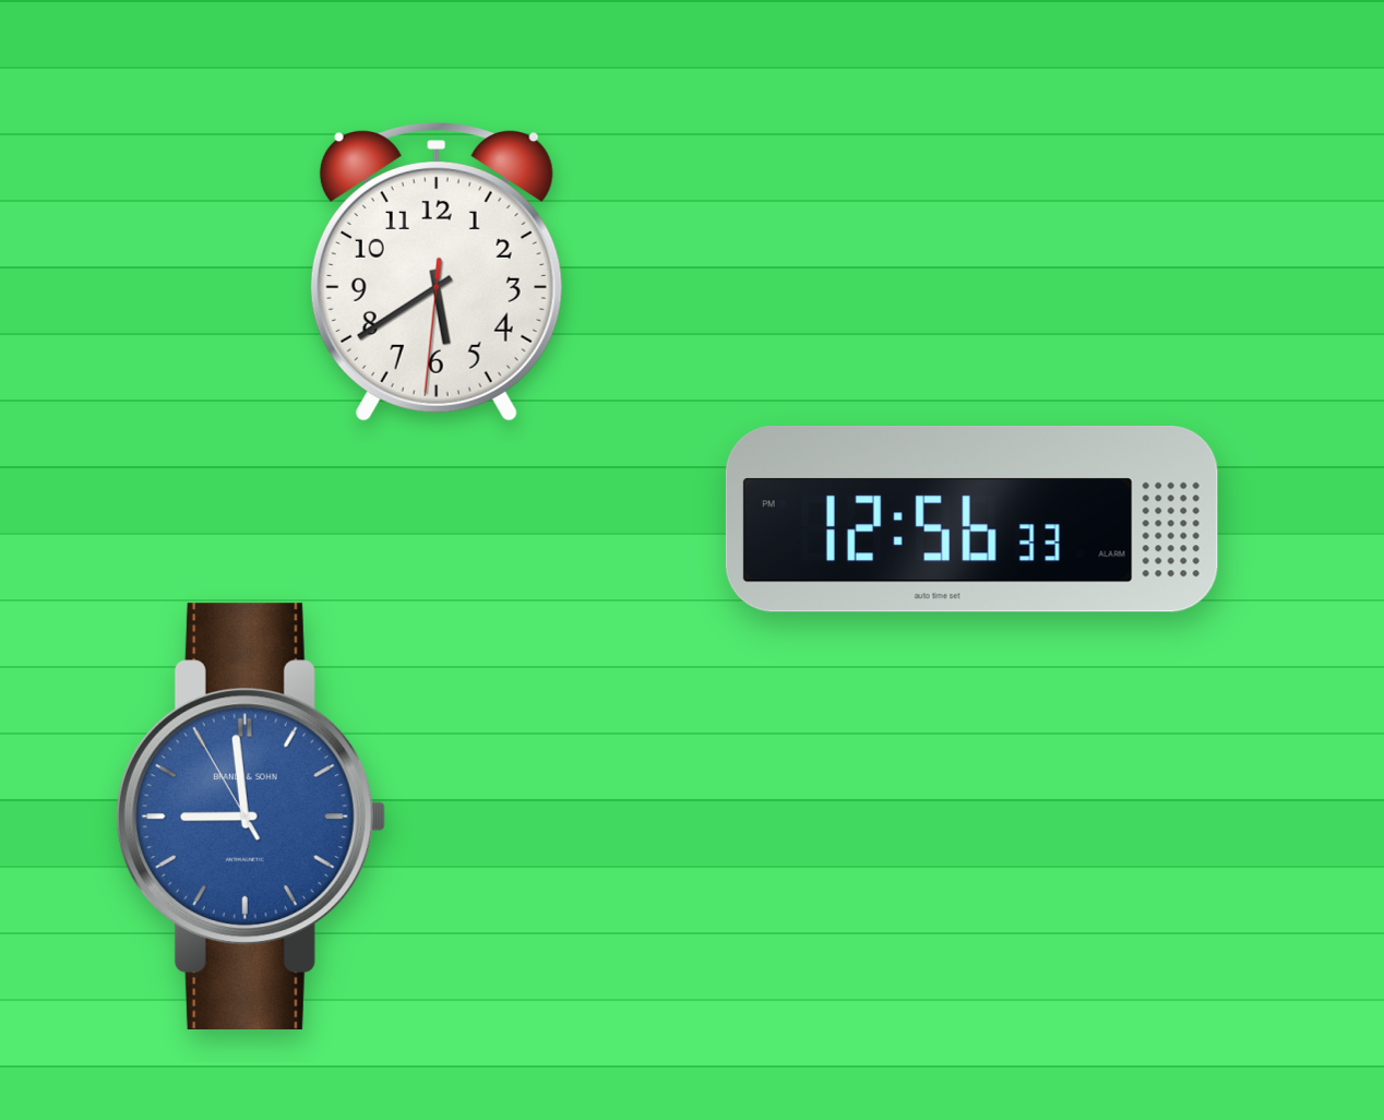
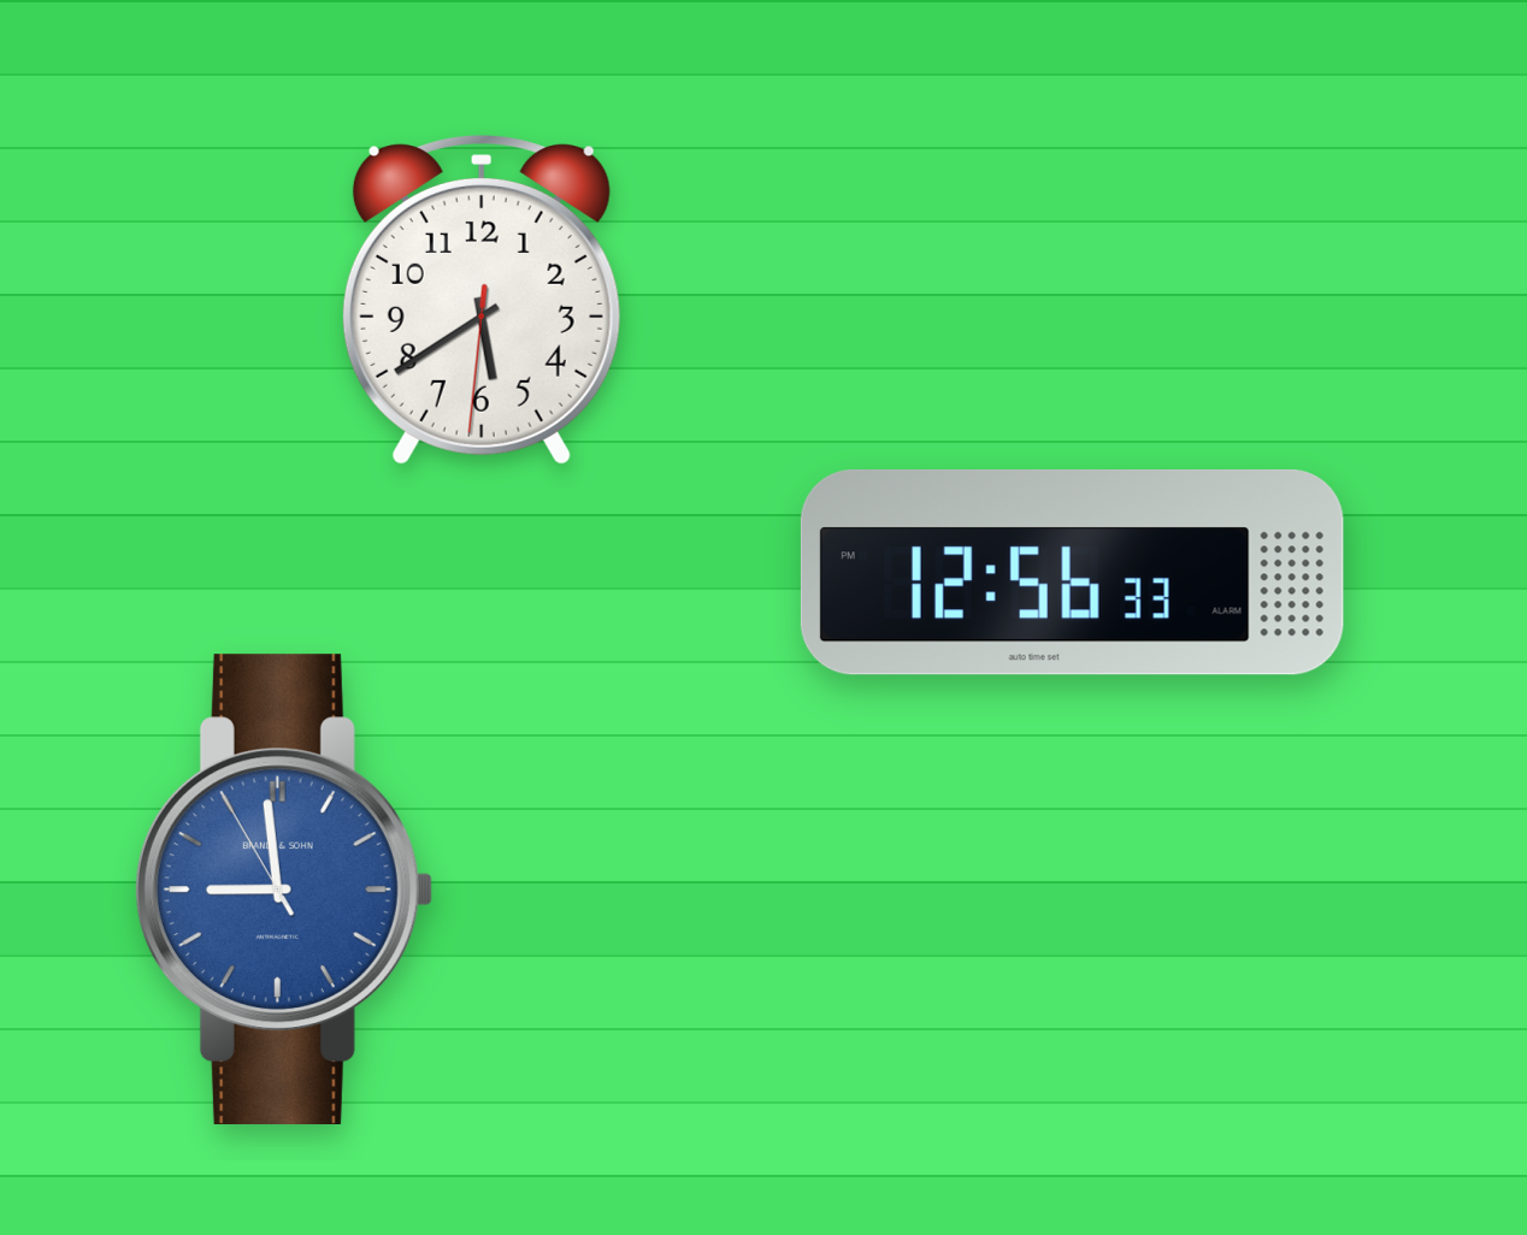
clock at (250, 815) position: (250, 815) -> (283, 888)
